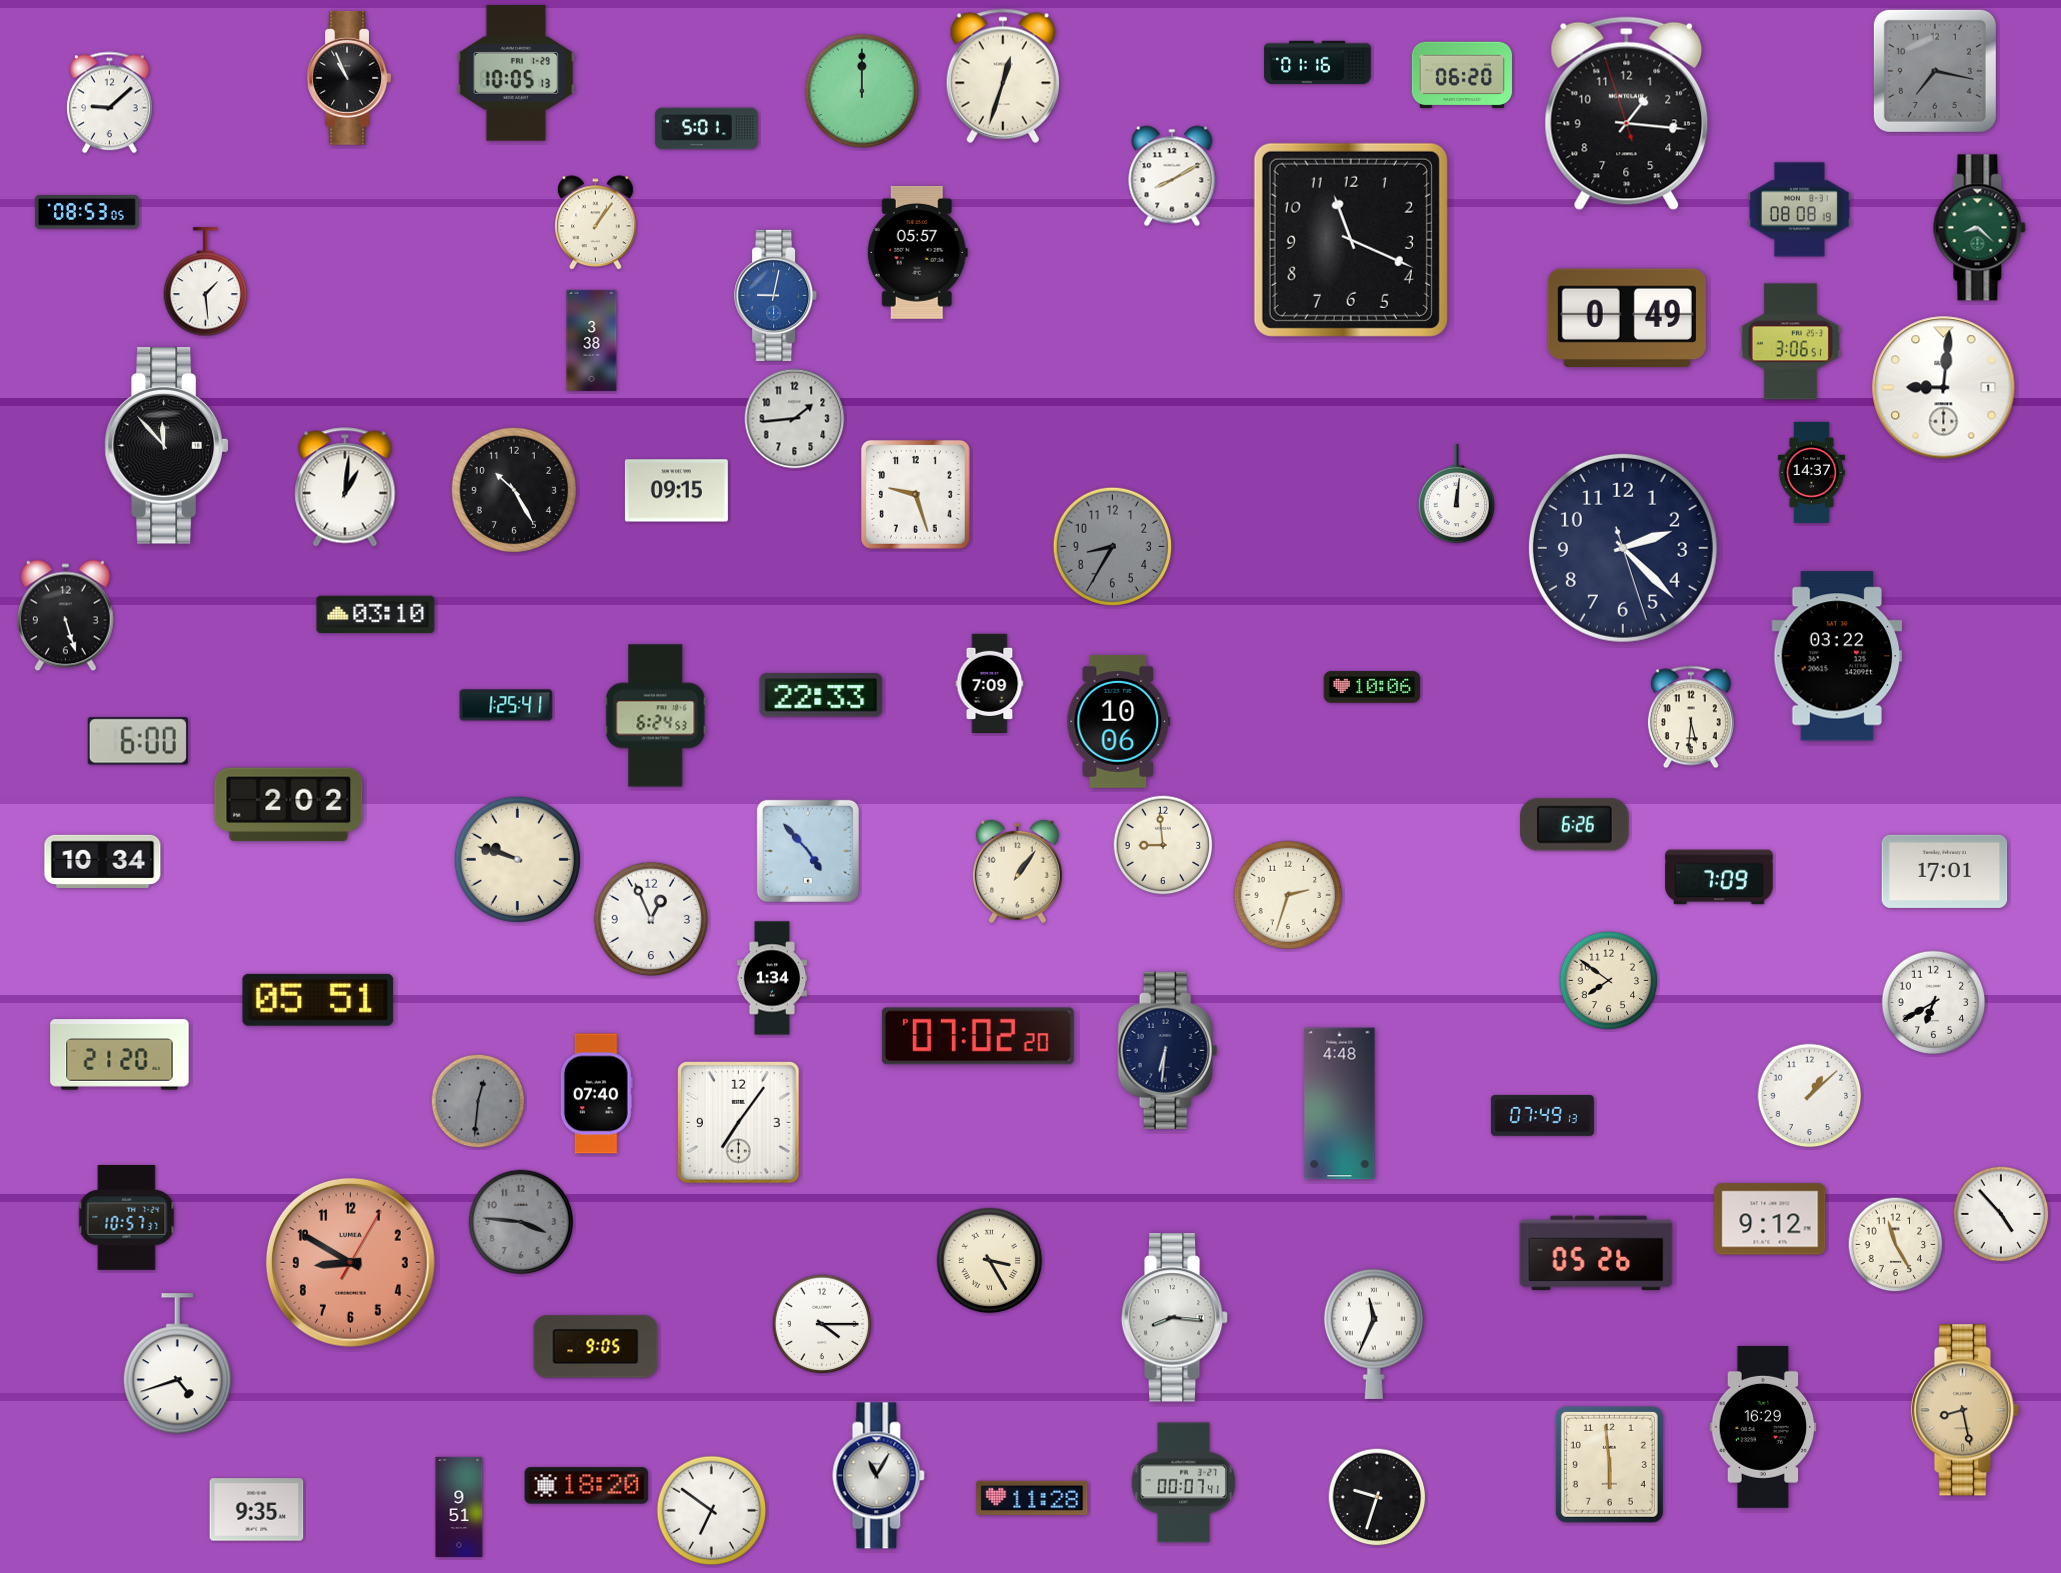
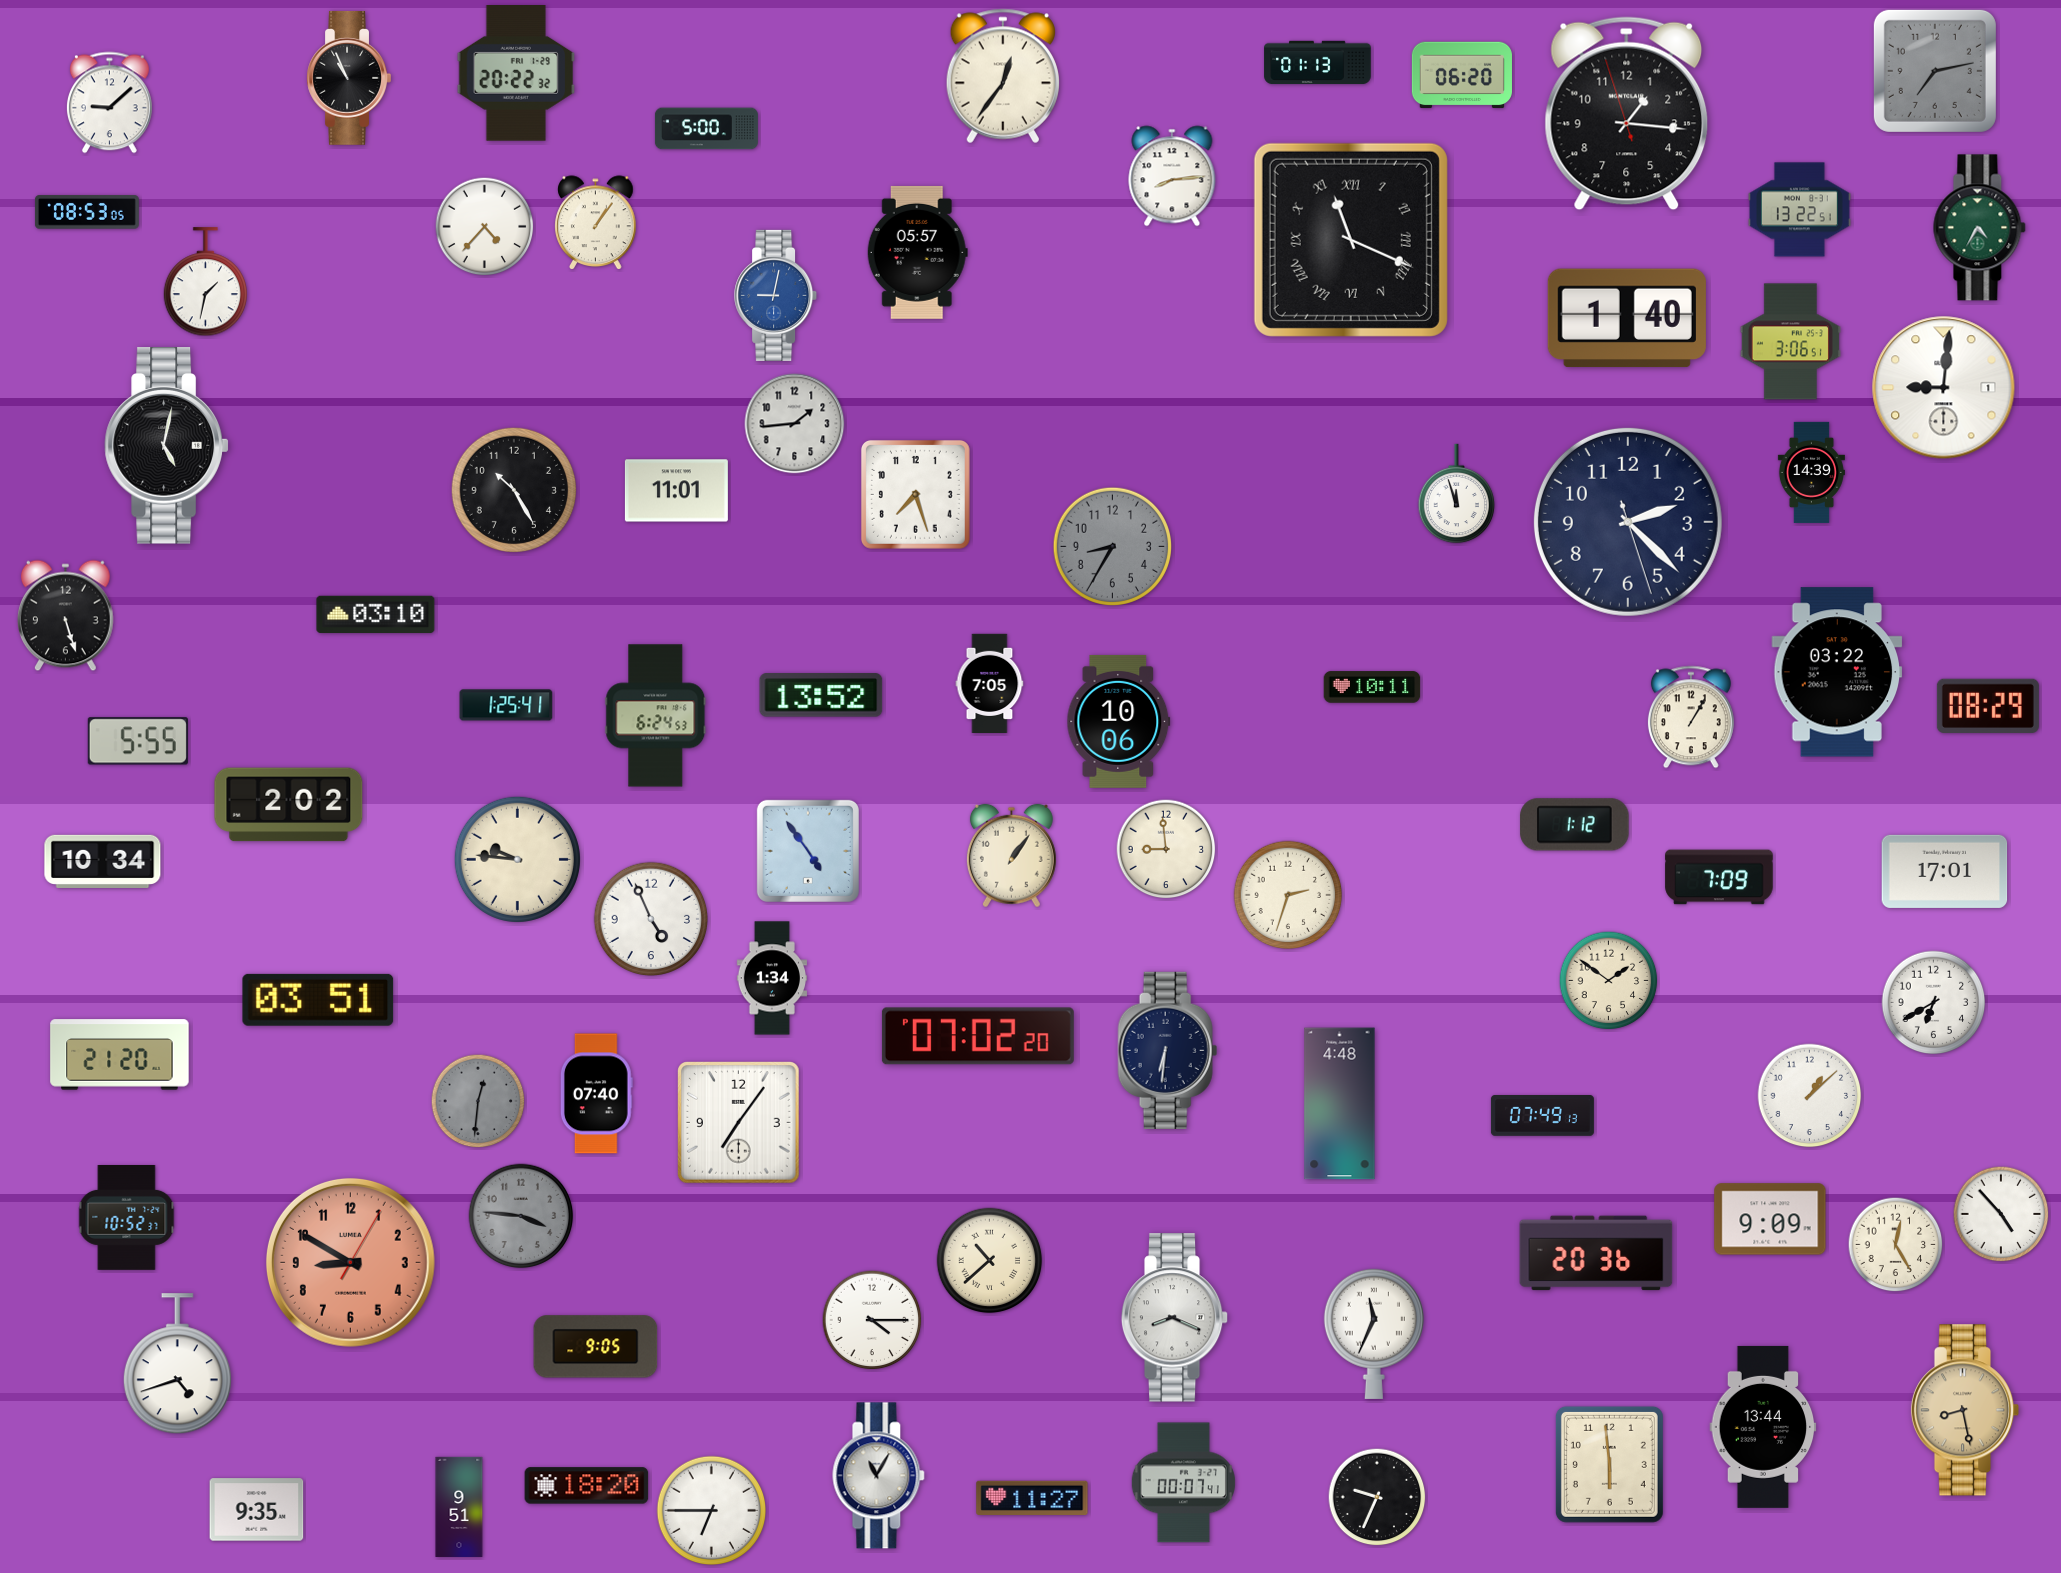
clock at (1318, 63): 01:16 -> 01:13
clock at (1935, 71): 7:17 -> 7:13
clock at (516, 74): 10:05 -> 20:22
clock at (1003, 76): 12:33 -> 12:36
clock at (861, 91): 12:00 -> none
clock at (706, 129): 5:01 -> 5:00
clock at (1172, 176): 8:10 -> 8:14
clock at (1799, 210): 08:08 -> 13:22
clock at (485, 227): none -> 4:37
clock at (1980, 228): 8:22 -> 4:35
clock at (1351, 240) numerals: Arabic -> Roman
clock at (205, 282): 1:29 -> 1:32
clock at (1627, 318): 0:49 -> 1:40
clock at (592, 340): 3:38 -> none
clock at (795, 419) position: (795, 419) -> (795, 424)
clock at (167, 446): 11:53 -> 5:02
clock at (1811, 472): 14:37 -> 14:39
clock at (345, 487): 1:01 -> none
clock at (676, 491): 09:15 -> 11:01
clock at (915, 494): 9:27 -> 7:27
clock at (1457, 494): 12:01 -> 11:57
clock at (1623, 548) position: (1623, 548) -> (1628, 522)
clock at (1837, 656) position: (1837, 656) -> (1837, 672)
clock at (990, 683): 7:09 -> 7:05
clock at (1372, 687): 10:06 -> 10:11
clock at (821, 695): 22:33 -> 13:52
clock at (1988, 705): none -> 08:29
clock at (1691, 717): 5:31 -> 1:05
clock at (138, 741): 6:00 -> 5:55
clock at (1575, 825): 6:26 -> 1:12
clock at (1163, 845) position: (1163, 845) -> (1166, 849)
clock at (808, 851): 4:53 -> 4:54
clock at (517, 859): 9:48 -> 9:46
clock at (1017, 872) position: (1017, 872) -> (1011, 856)
clock at (650, 919): 12:56 -> 4:56
clock at (1609, 981): 7:51 -> 1:51
clock at (318, 1000): 05:51 -> 03:51
clock at (127, 1218): 10:57 -> 10:52
clock at (1770, 1219): 9:12 -> 9:09
clock at (521, 1222) position: (521, 1222) -> (521, 1216)
clock at (1896, 1245): 11:25 -> 12:25
clock at (1596, 1253): 05:26 -> 20:36
clock at (990, 1261): 3:25 -> 10:38
clock at (1175, 1318): 8:16 -> 8:19
clock at (822, 1324) position: (822, 1324) -> (872, 1320)
clock at (1763, 1427): 16:29 -> 13:44
clock at (1377, 1497): 9:33 -> 9:34
clock at (1032, 1498): 11:28 -> 11:27
clock at (712, 1511): 6:51 -> 6:45
